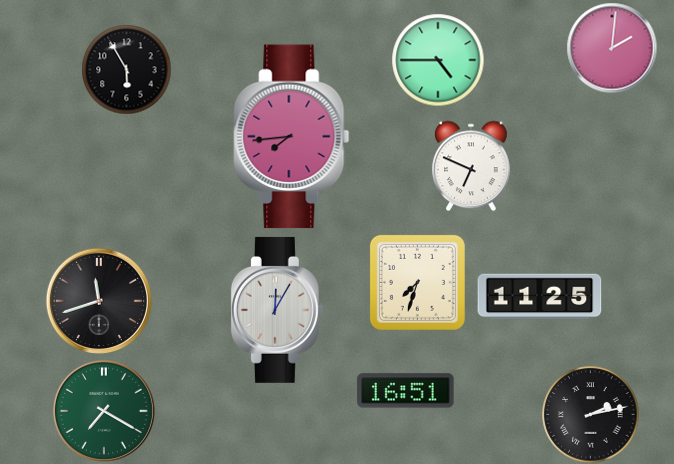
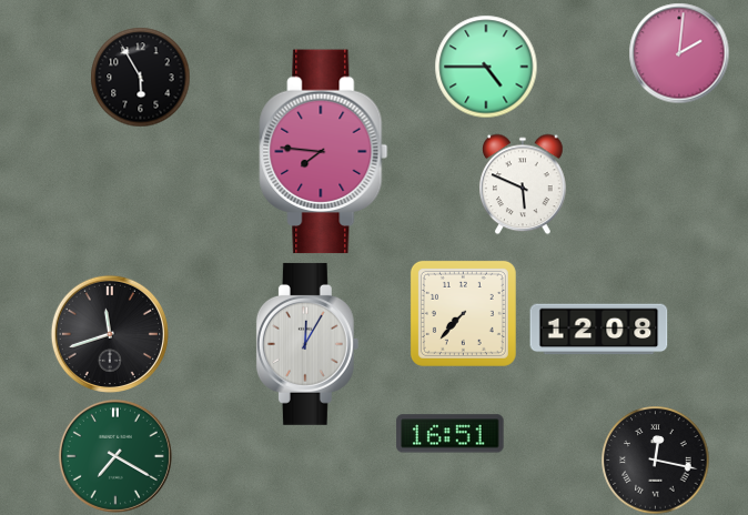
clock at (292, 137): 7:44 -> 7:46
clock at (471, 166): 6:49 -> 5:49
clock at (417, 282): 7:33 -> 7:37
clock at (540, 297): 11:25 -> 12:08
clock at (591, 415): 2:13 -> 12:17
